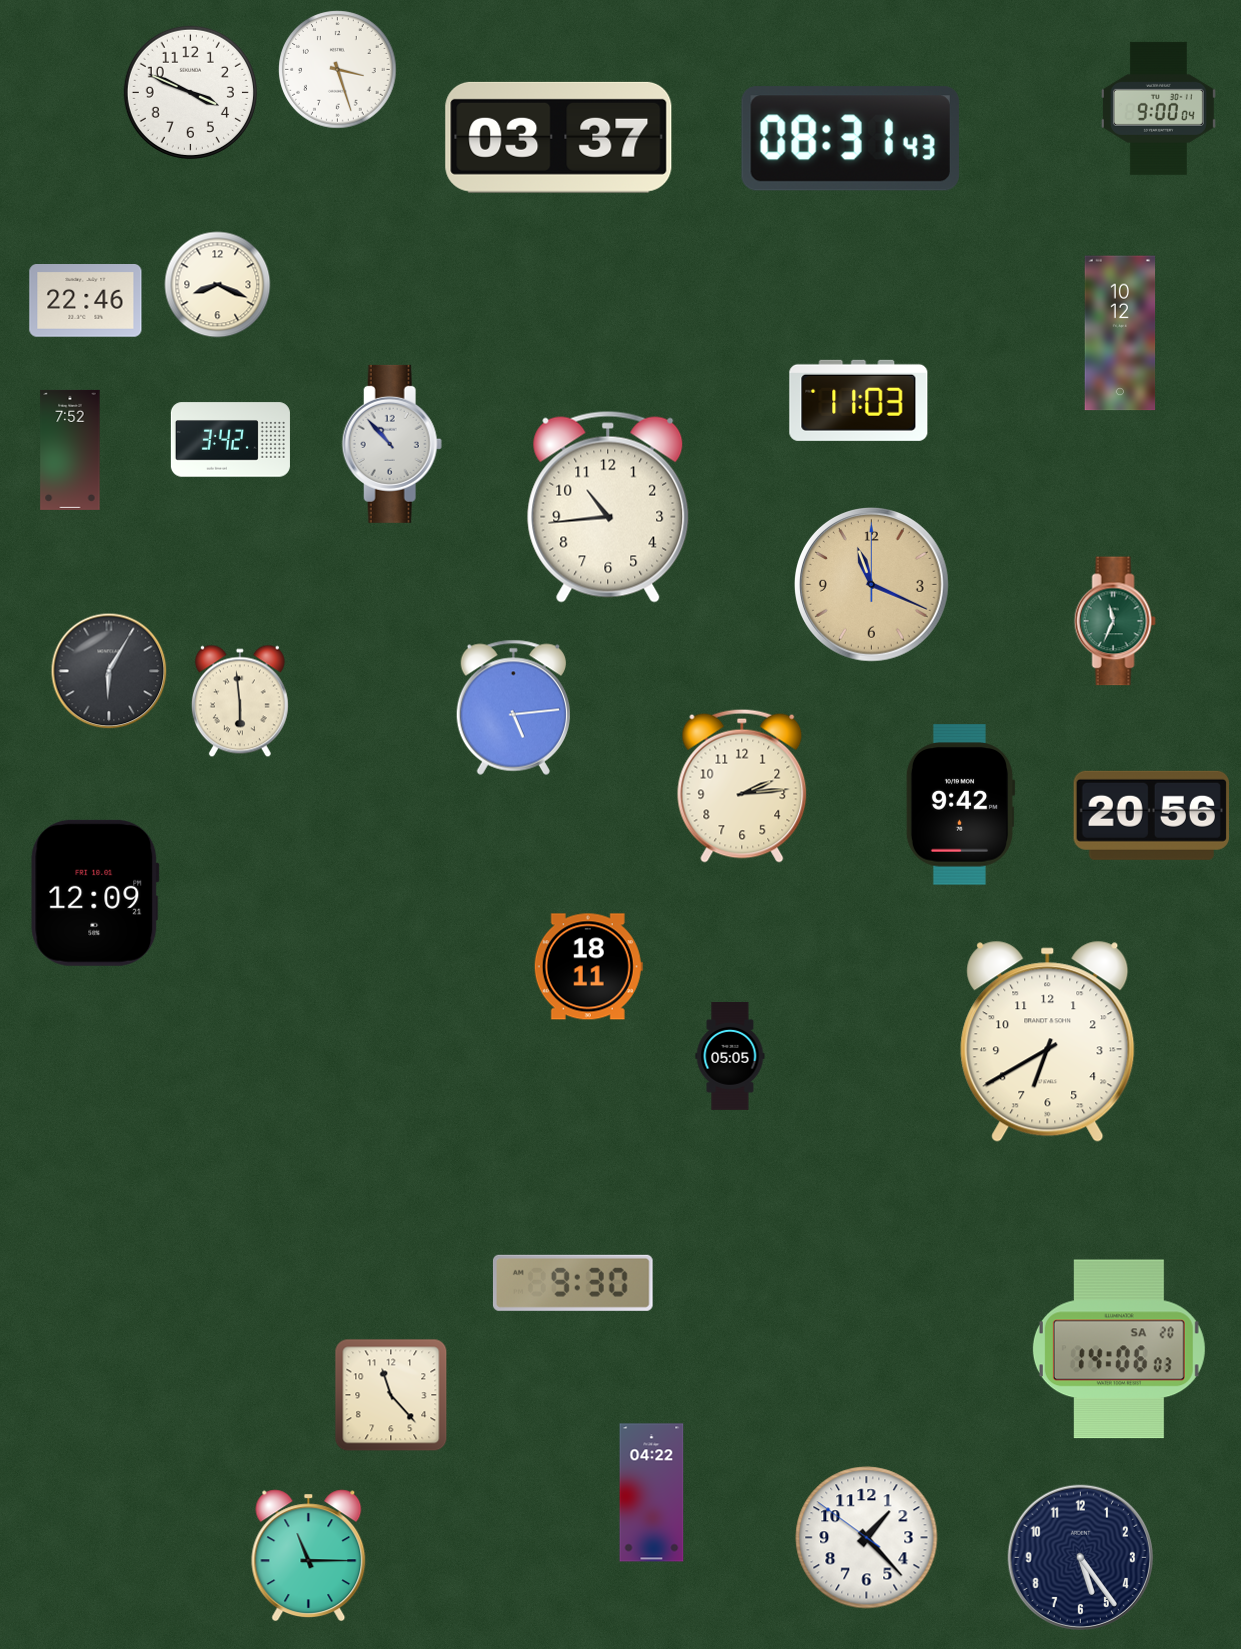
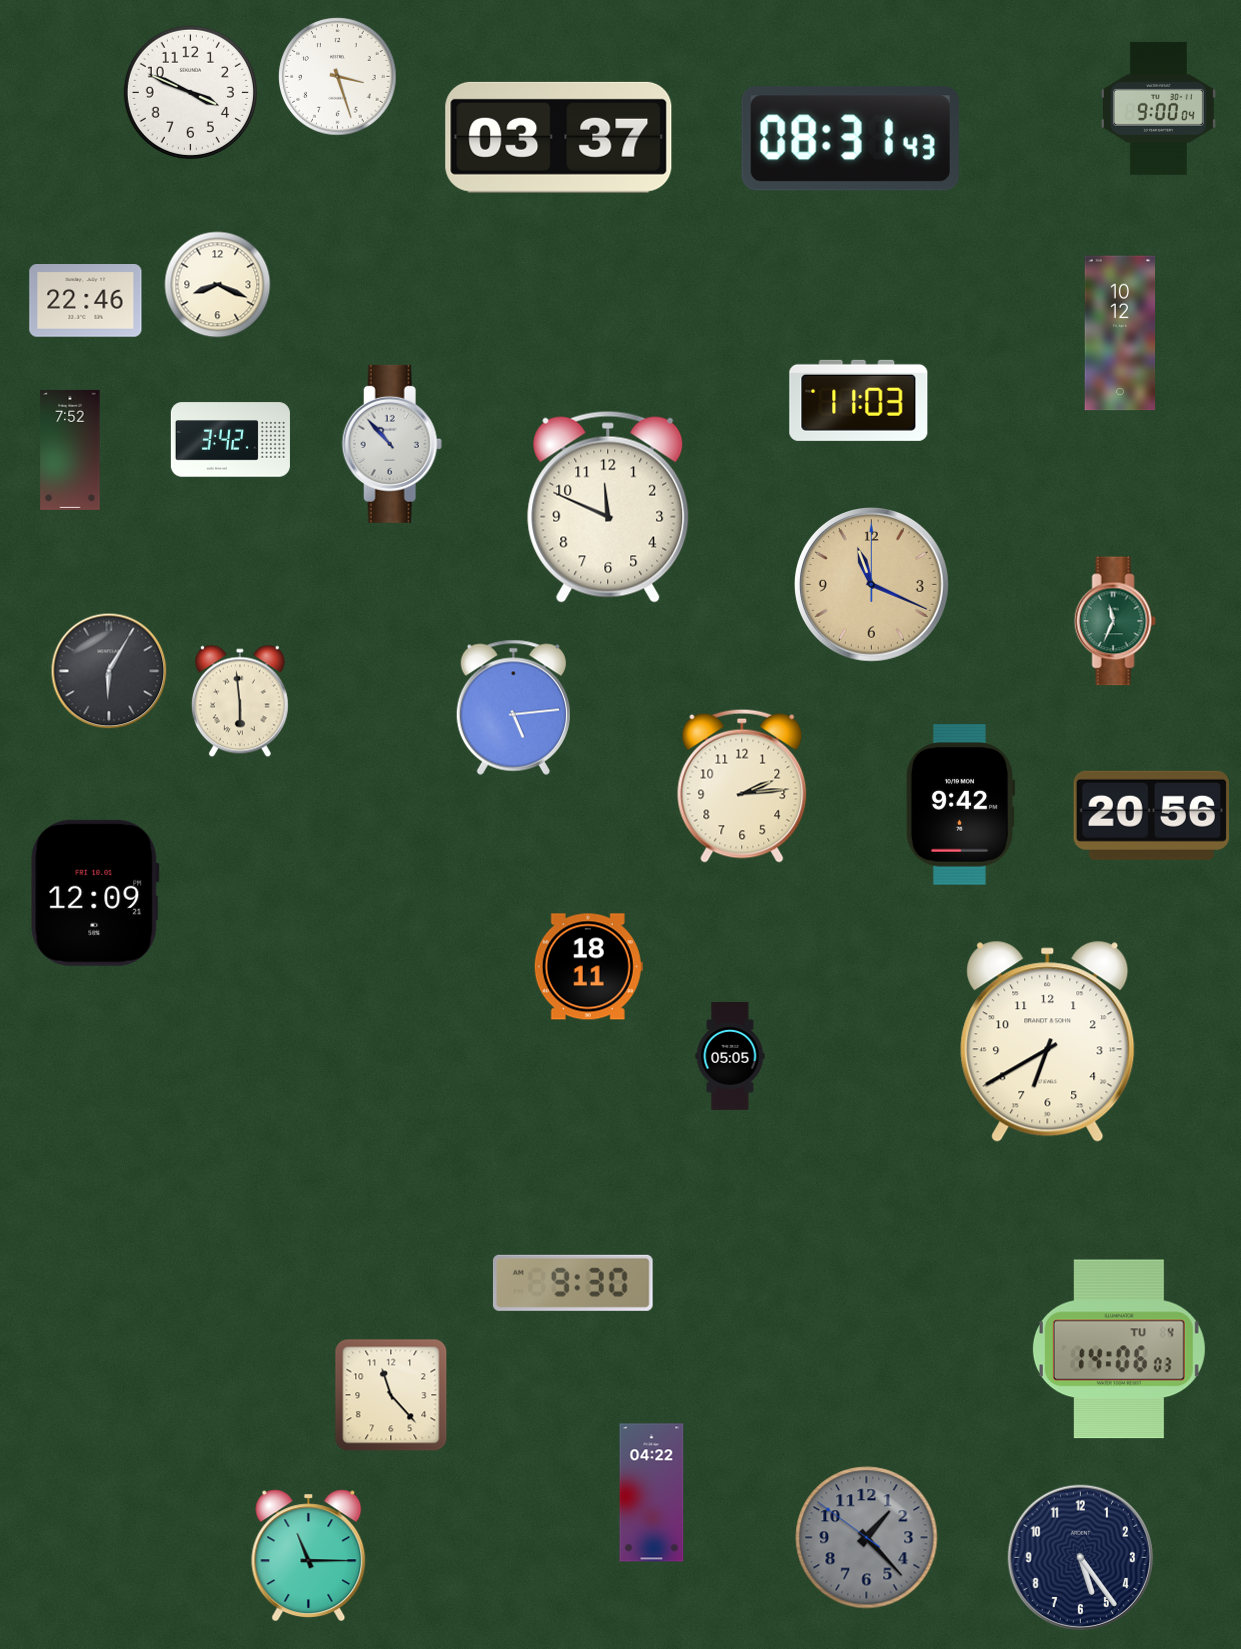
clock at (338, 70) position: (338, 70) -> (338, 77)
clock at (608, 507): 10:44 -> 11:49
clock at (1119, 1349) date: SA 20 -> TU 4
clock at (867, 1538) dial: white -> grey
